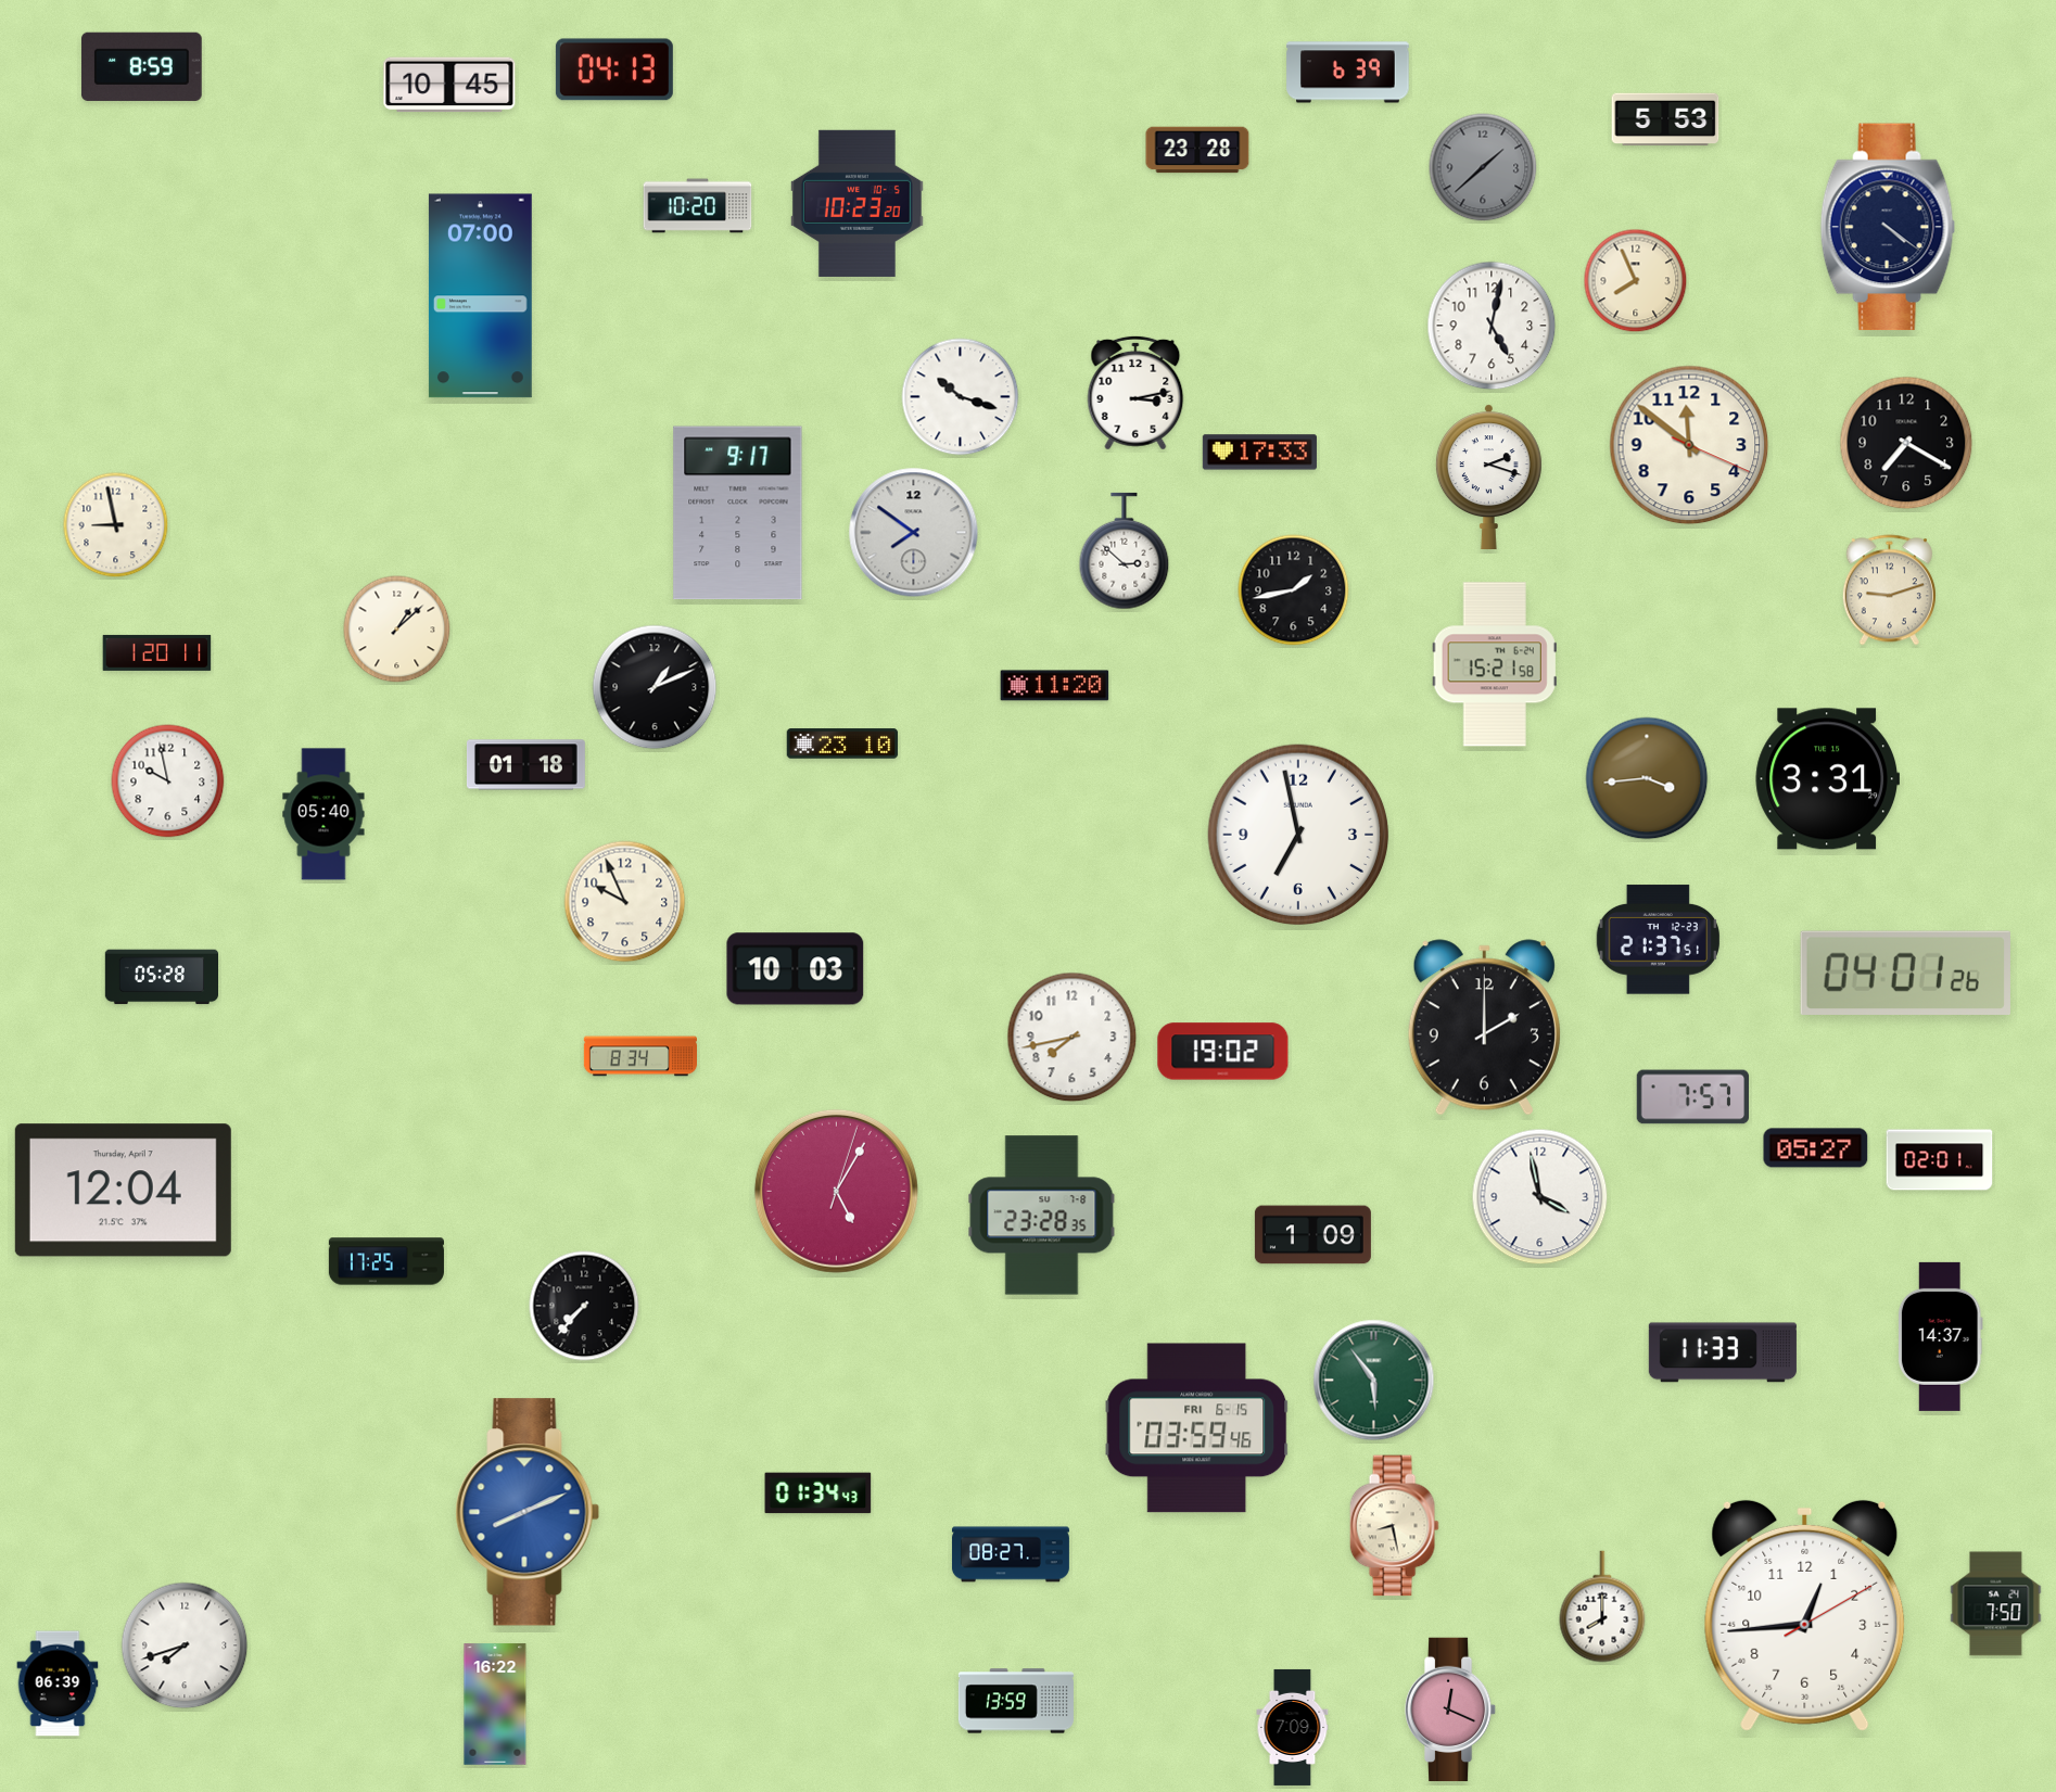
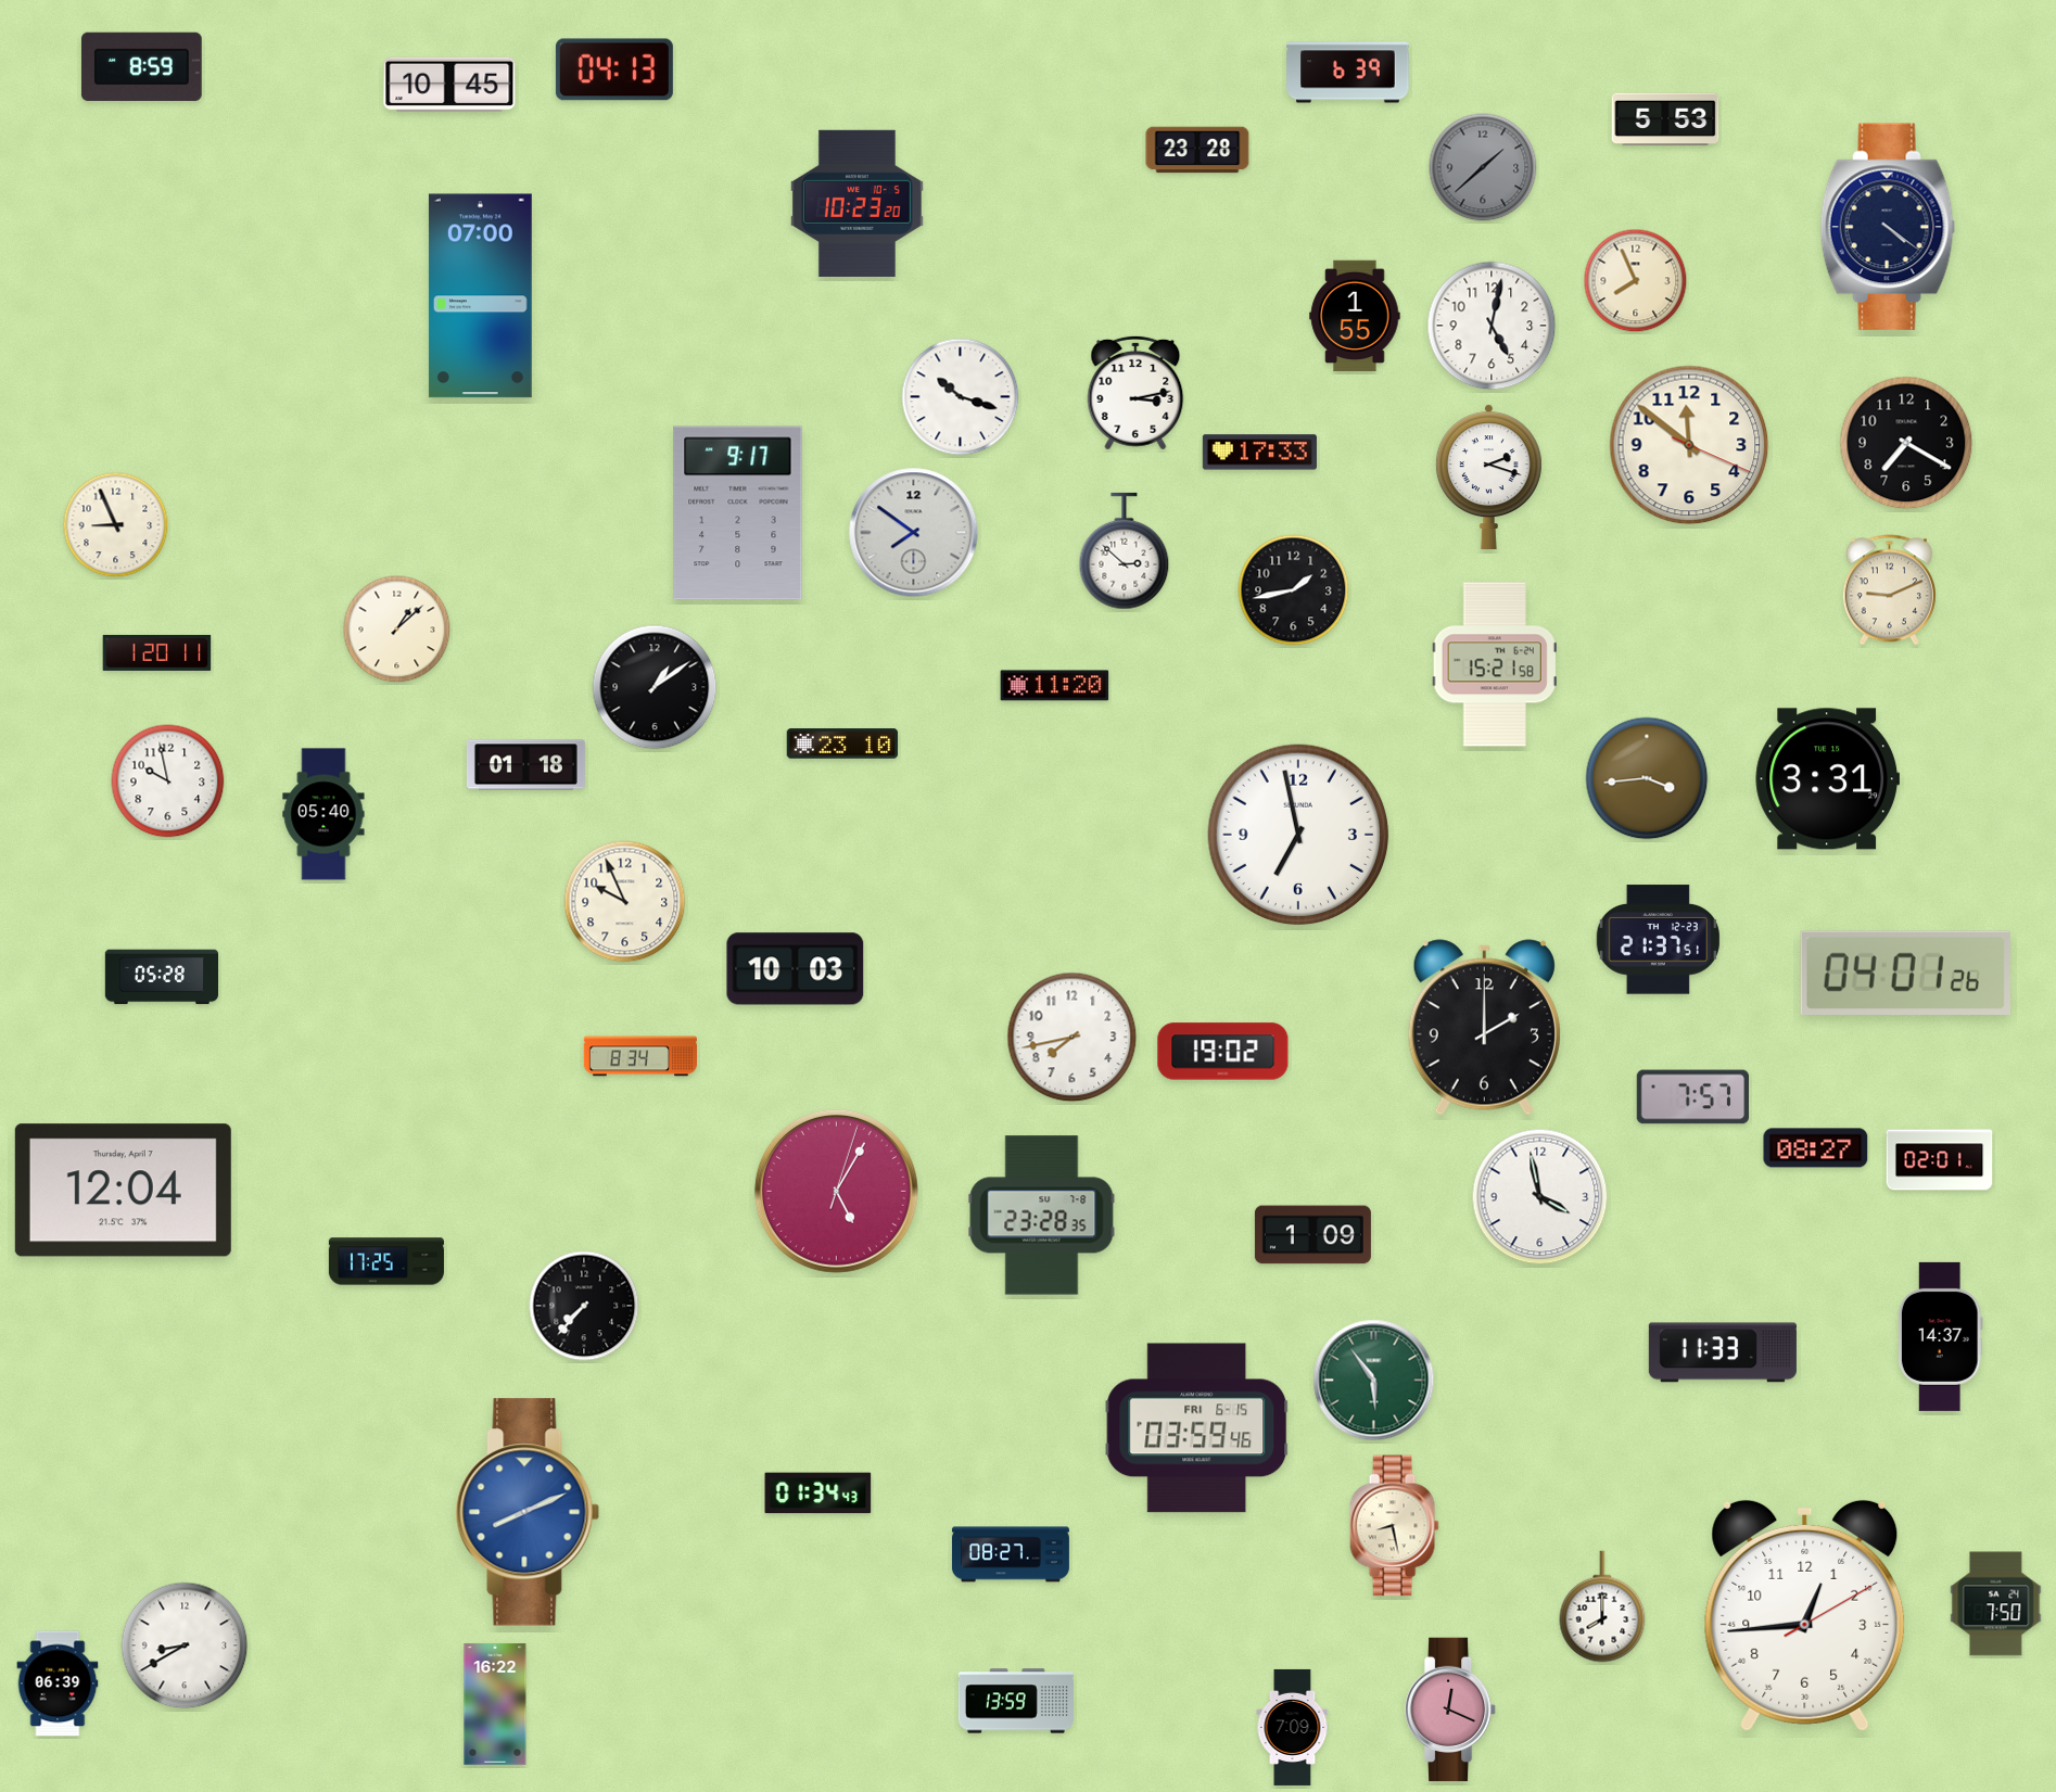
clock at (698, 206): 10:20 -> none
clock at (1355, 316): none -> 1:55
clock at (116, 525): 8:58 -> 8:56
clock at (1889, 590): 9:12 -> 9:11
clock at (655, 687): 1:11 -> 1:09
clock at (1816, 1148): 05:27 -> 08:27
clock at (185, 1645): 7:42 -> 8:40
